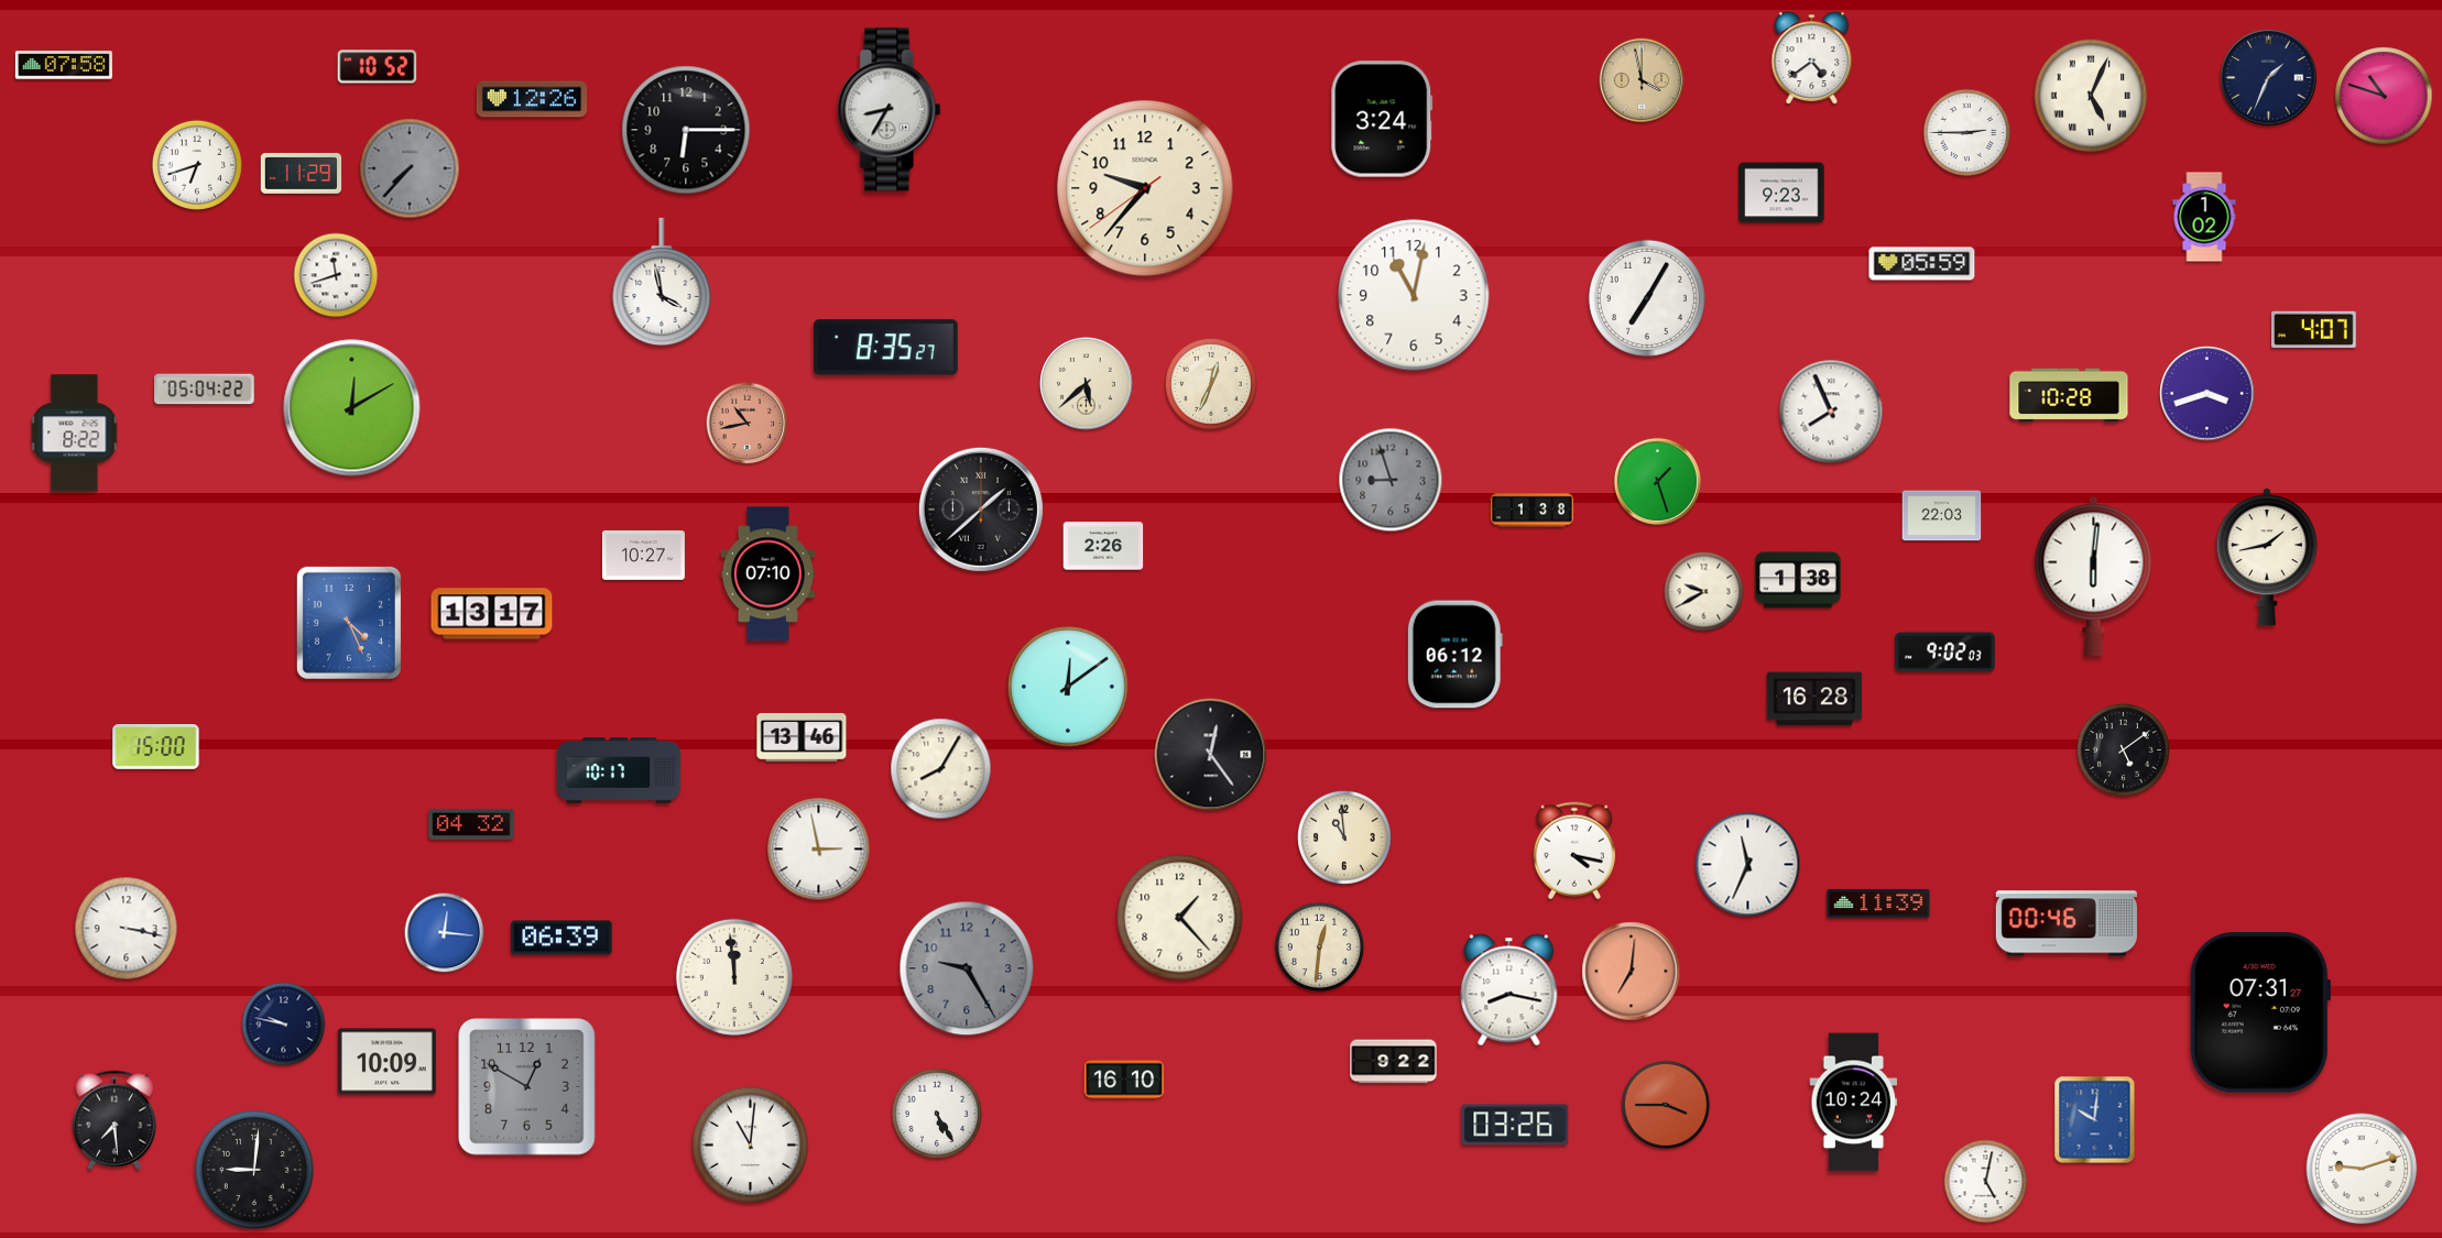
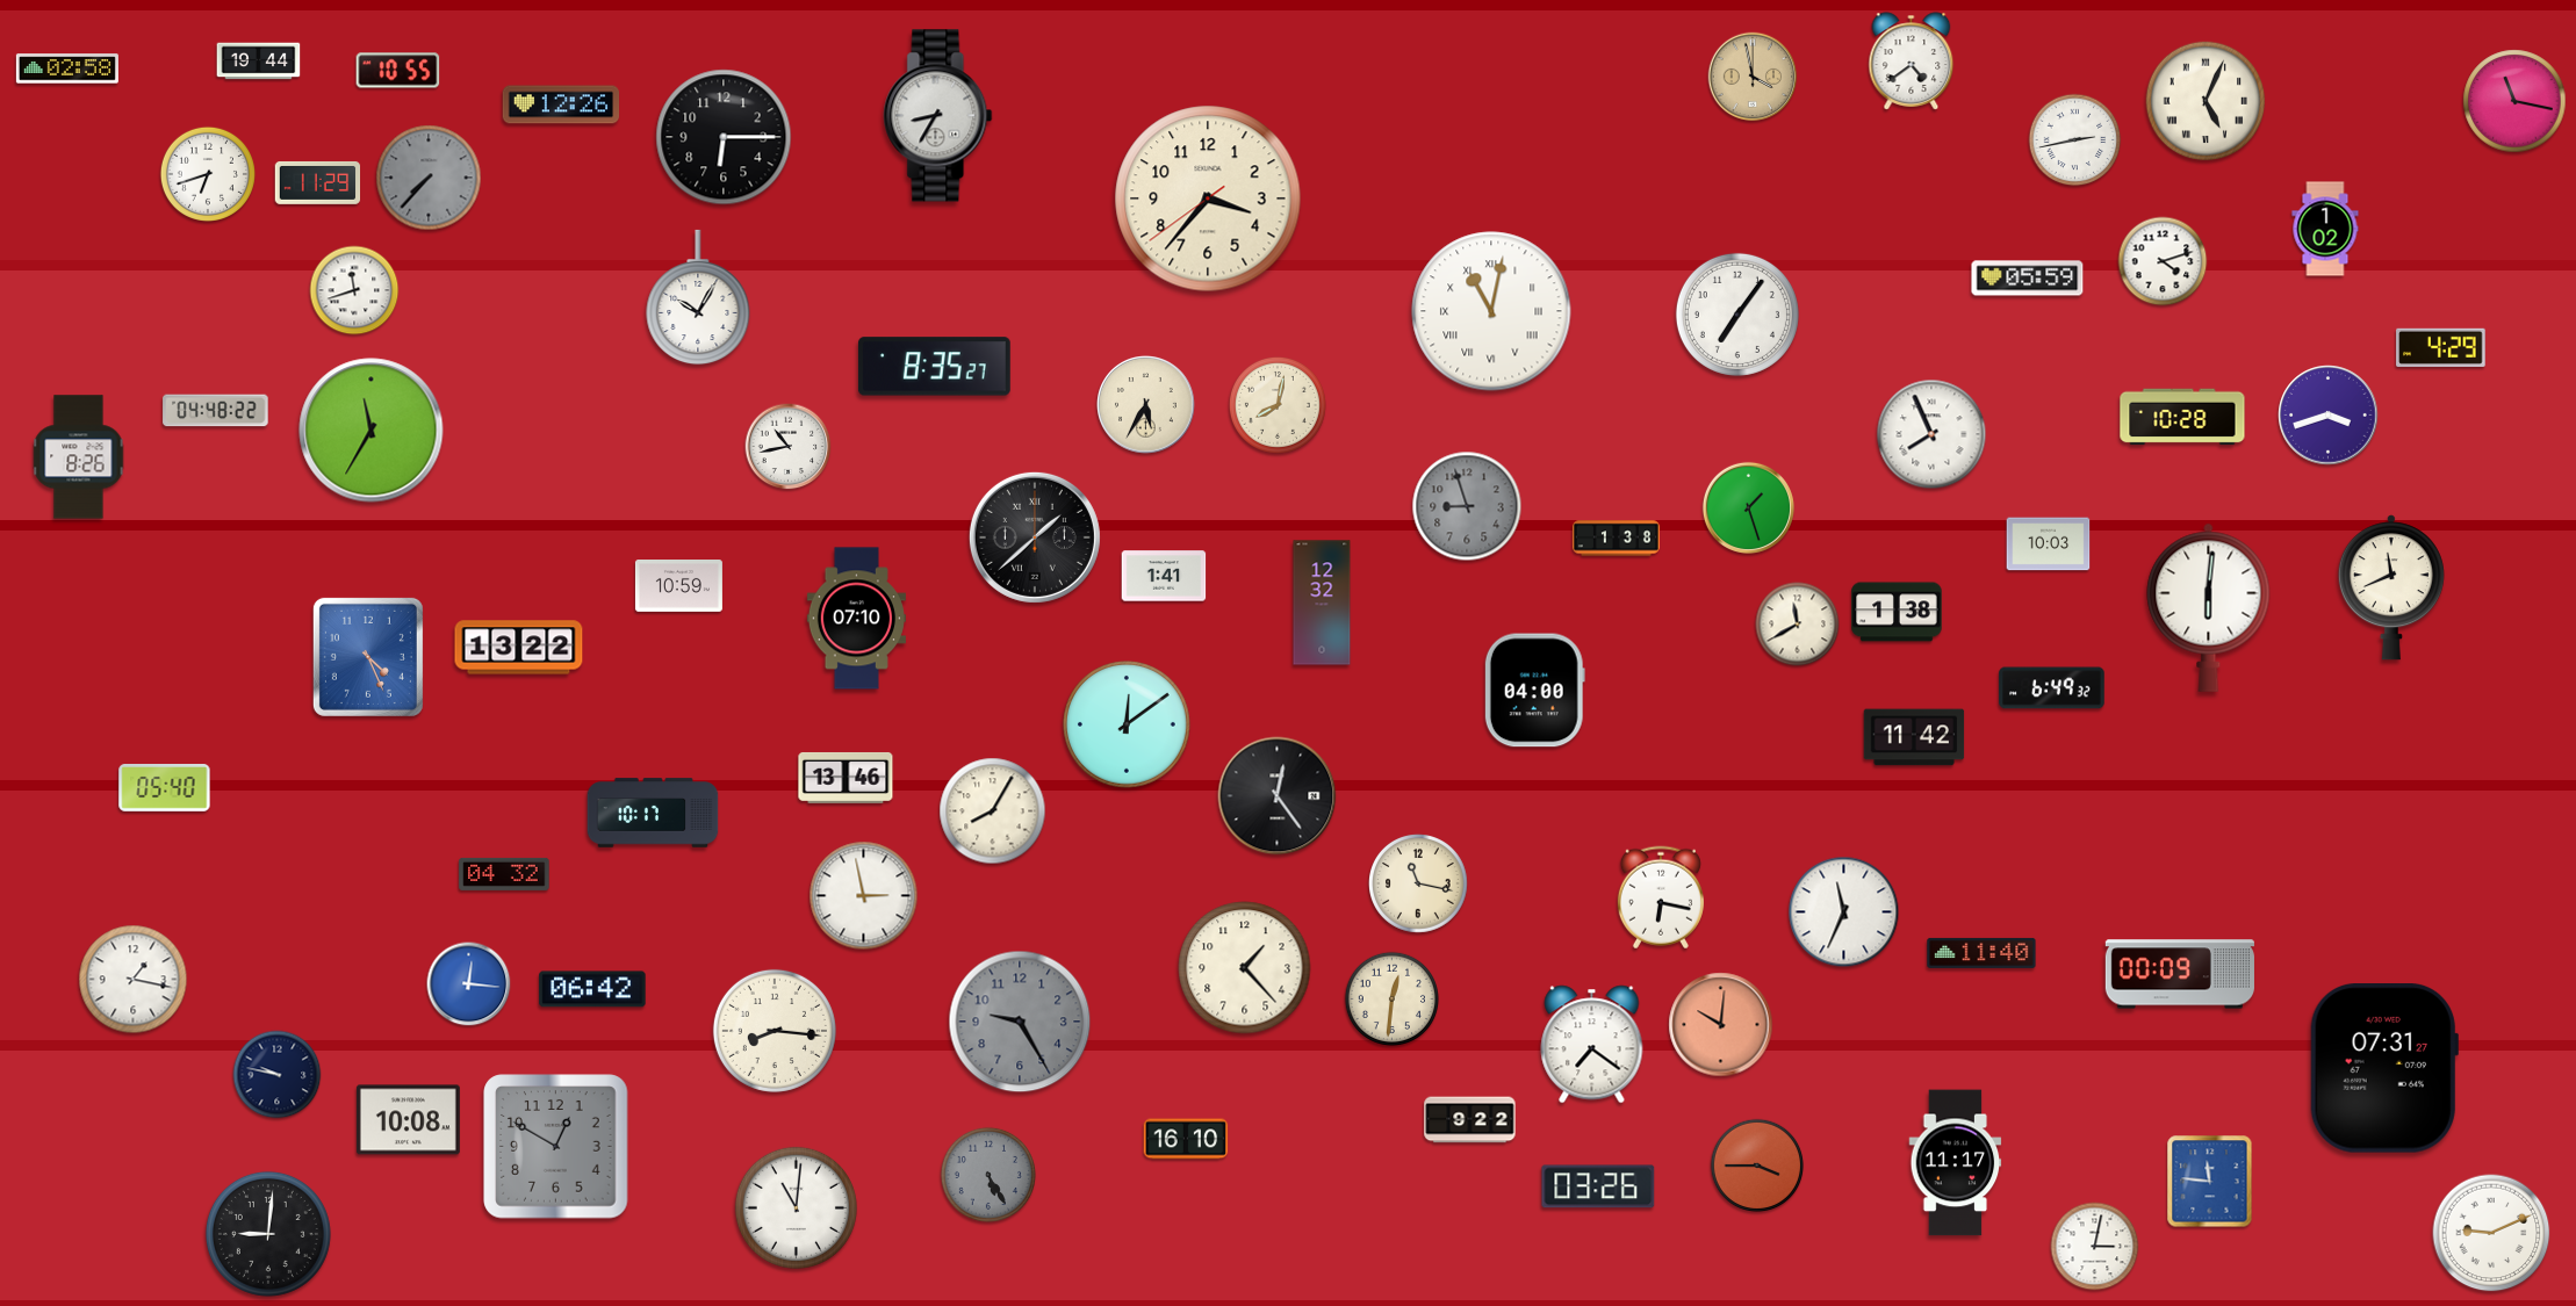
clock at (259, 62): none -> 19:44
clock at (64, 65): 07:58 -> 02:58
clock at (378, 67): 10:52 -> 10:55
clock at (2269, 78): 1:34 -> none
clock at (1642, 80) position: (1642, 80) -> (1753, 77)
clock at (2384, 96): 10:48 -> 11:17
clock at (1382, 119): 3:24 -> none
clock at (1967, 133): 2:45 -> 2:43
clock at (410, 168) position: (410, 168) -> (429, 178)
clock at (1145, 188): 9:36 -> 3:36
clock at (1781, 193): 9:23 -> none
clock at (2163, 261): none -> 4:12
clock at (662, 282): 3:58 -> 10:05
clock at (1414, 295) numerals: Arabic -> Roman
clock at (1647, 298): 7:05 -> 7:06
clock at (2314, 329): 4:07 -> 4:29
clock at (1087, 384): 5:38 -> 5:35
clock at (1211, 384): 12:34 -> 8:02
clock at (205, 390): 05:04 -> 04:48
clock at (352, 408): 12:10 -> 11:35
clock at (748, 424) dial: salmon -> white
clock at (75, 434): 8:22 -> 8:26
clock at (1942, 516): 22:03 -> 10:03
clock at (1103, 546): 2:26 -> 1:41
clock at (643, 556): 10:27 -> 10:59
clock at (2267, 557): 1:43 -> 11:41
clock at (1322, 603): none -> 12:32
clock at (767, 574) position: (767, 574) -> (856, 619)
clock at (1704, 592): 9:40 -> 11:40
clock at (492, 614): 13:17 -> 13:22
clock at (1945, 653): 9:02 -> 6:49
clock at (1454, 655): 06:12 -> 04:00
clock at (1814, 699): 16:28 -> 11:42
clock at (156, 747): 15:00 -> 05:40
clock at (2123, 749): 5:09 -> none
clock at (471, 824) position: (471, 824) -> (504, 874)
clock at (1345, 839): 10:59 -> 11:17
clock at (1574, 851): 4:17 -> 6:17
clock at (1878, 903): 11:39 -> 11:40
clock at (2067, 923): 00:46 -> 00:09
clock at (127, 929): 3:17 -> 1:17
clock at (562, 938): 06:39 -> 06:42
clock at (1632, 972): 7:01 -> 10:01
clock at (734, 977): 11:59 -> 8:16
clock at (1509, 990): 8:17 -> 7:21
clock at (284, 1025) position: (284, 1025) -> (278, 1075)
clock at (386, 1062): 10:09 -> 10:08
clock at (1854, 1103): 10:24 -> 11:17
clock at (937, 1114) dial: white -> grey
clock at (113, 1120): 7:29 -> none
clock at (2095, 1120): 10:01 -> 11:46
clock at (750, 1144) position: (750, 1144) -> (796, 1207)
clock at (2362, 1169): 9:12 -> 9:11
clock at (1986, 1182): 5:02 -> 3:02
